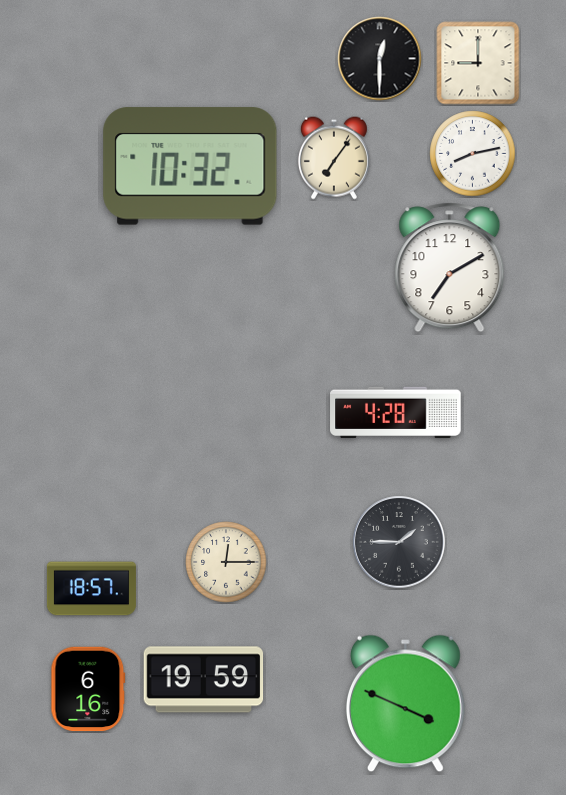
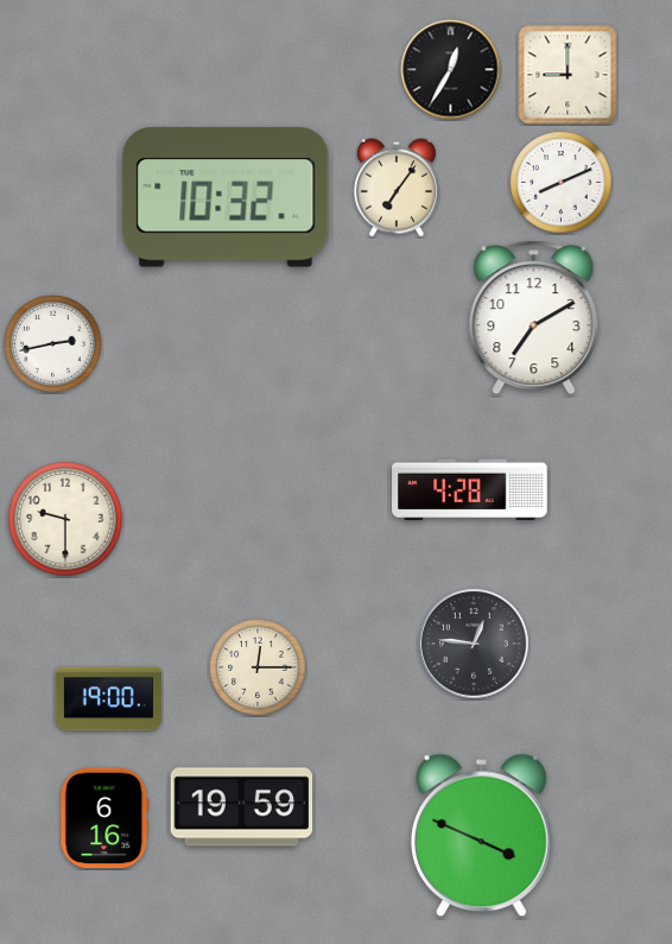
clock at (380, 59): 12:30 -> 12:35
clock at (473, 154): 8:13 -> 8:11
clock at (53, 344): none -> 2:43
clock at (65, 519): none -> 9:30
clock at (399, 542): 1:45 -> 12:46
clock at (226, 562) position: (226, 562) -> (258, 667)
clock at (91, 589): 18:57 -> 19:00
